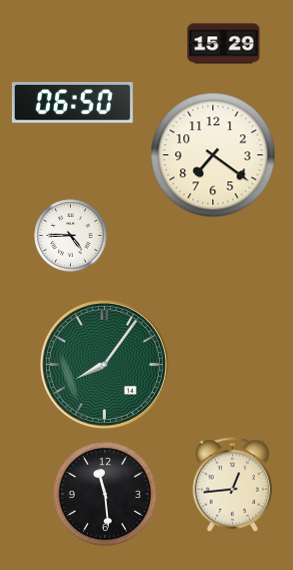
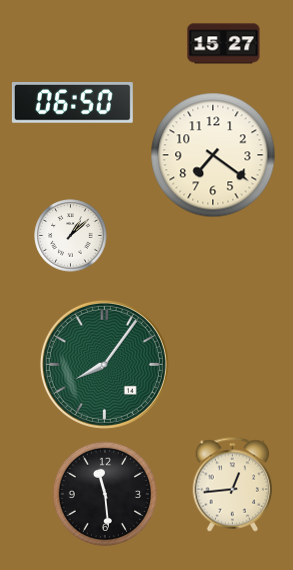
clock at (224, 44): 15:29 -> 15:27
clock at (71, 236): 4:45 -> 1:08
